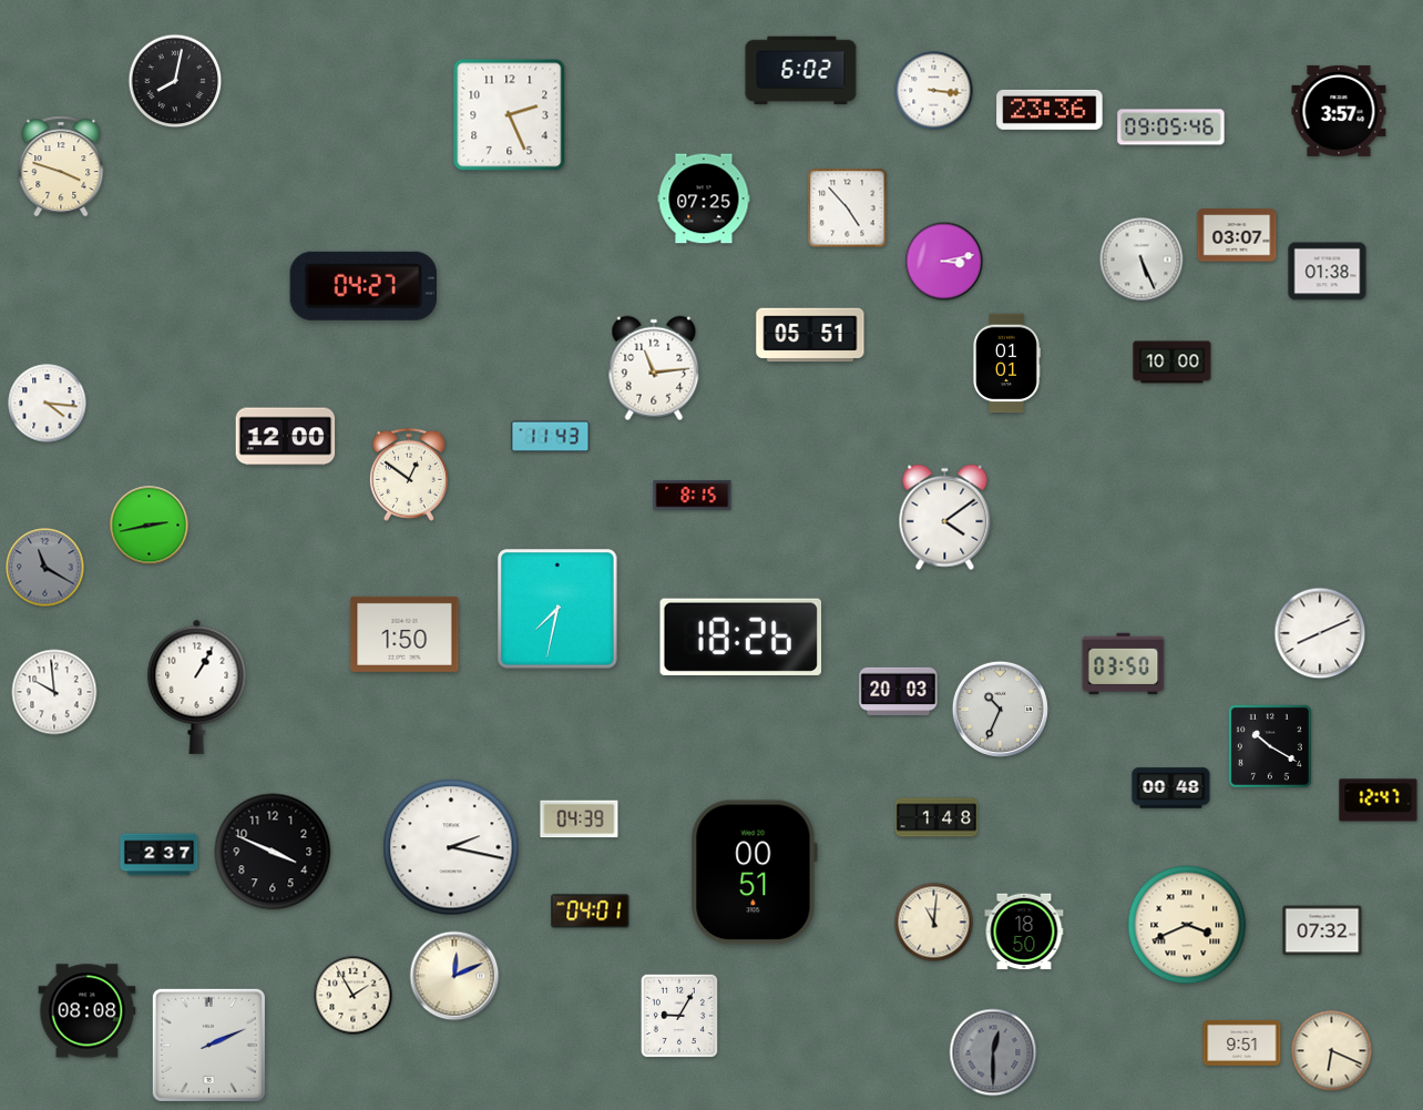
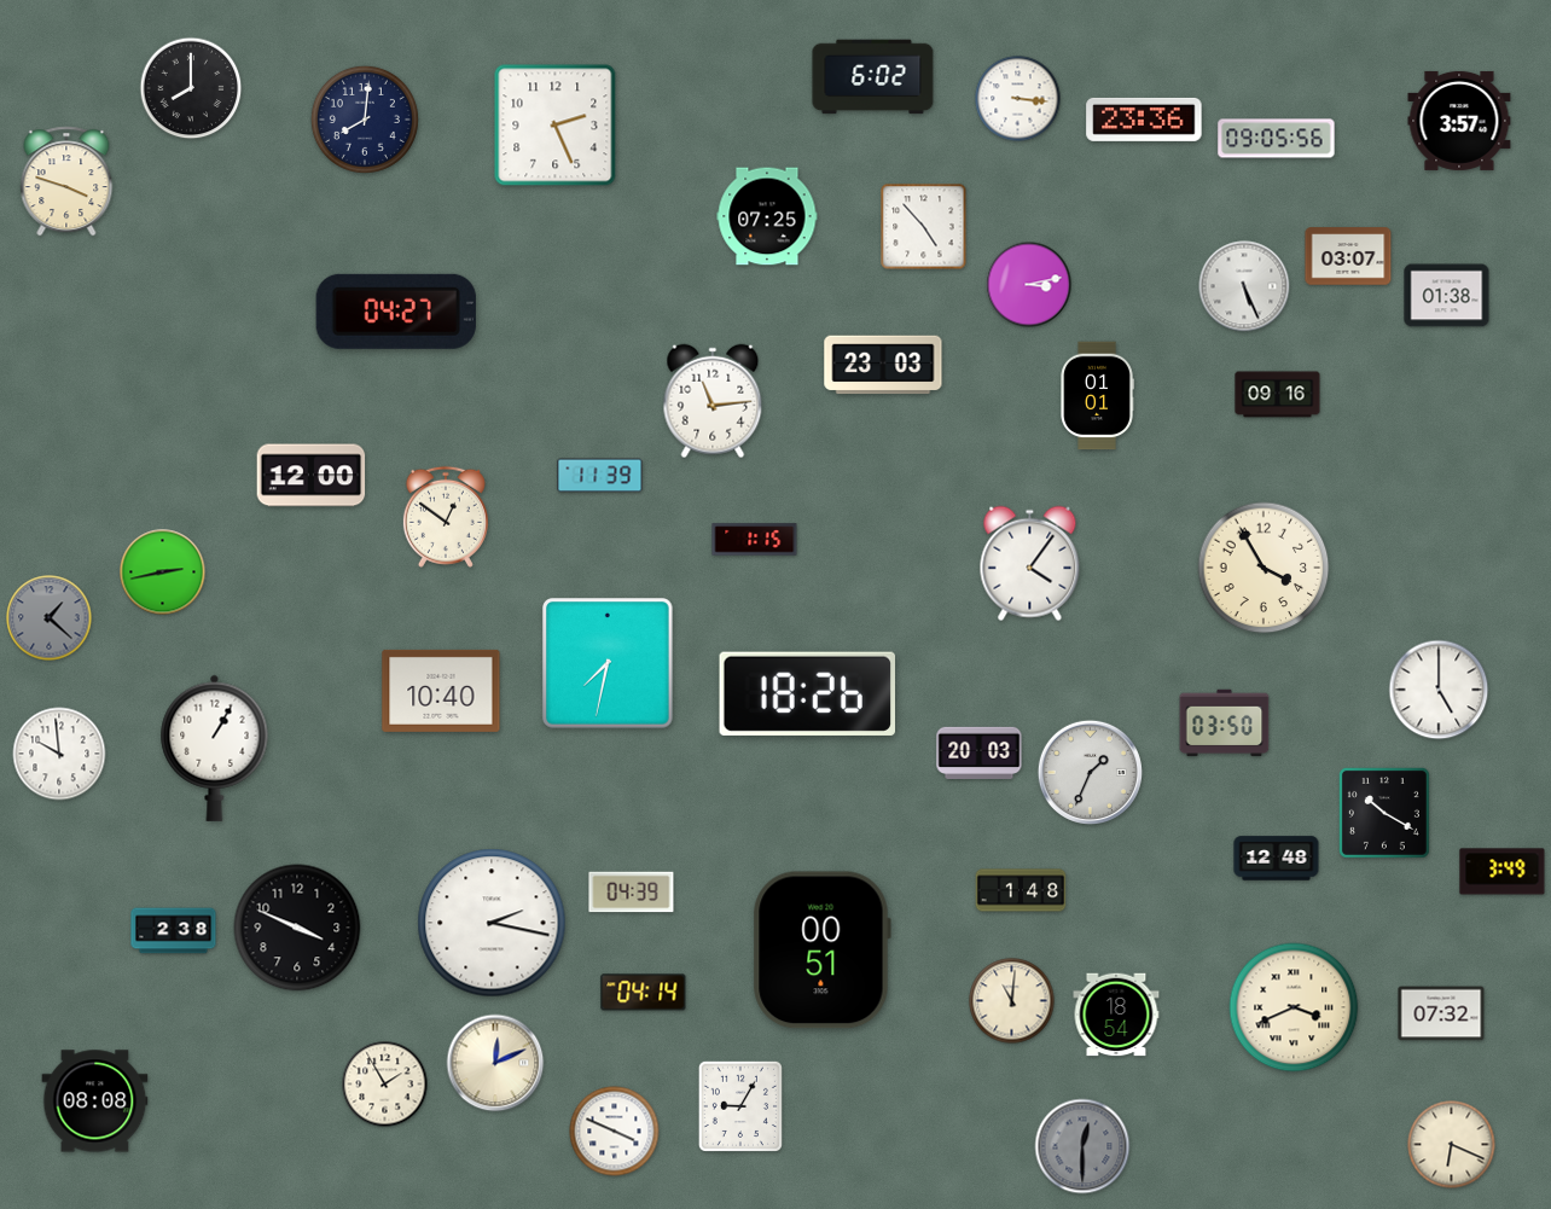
clock at (175, 81): 8:02 -> 8:00
clock at (365, 120): none -> 8:01
clock at (1171, 128): 09:05:46 -> 09:05:56
clock at (1142, 259) position: (1142, 259) -> (1244, 286)
clock at (810, 335): 05:51 -> 23:03
clock at (1173, 363): 10:00 -> 09:16
clock at (48, 404): 4:16 -> none
clock at (551, 437): 11:43 -> 11:39
clock at (693, 496): 8:15 -> 1:15
clock at (945, 518): 4:09 -> 4:06
clock at (1264, 568): none -> 3:55
clock at (45, 568): 11:20 -> 1:22
clock at (1320, 633): 8:11 -> 5:00
clock at (405, 634): 1:50 -> 10:40
clock at (1000, 709): 10:34 -> 1:34
clock at (1171, 788): 00:48 -> 12:48
clock at (1379, 801): 12:47 -> 3:49
clock at (160, 855): 2:37 -> 2:38
clock at (591, 912): 04:01 -> 04:14
clock at (934, 923) position: (934, 923) -> (1012, 1001)
clock at (1024, 931): 18:50 -> 18:54
clock at (615, 1132): none -> 3:49
clock at (1242, 1042): 9:51 -> none
clock at (208, 1045): 2:11 -> none
